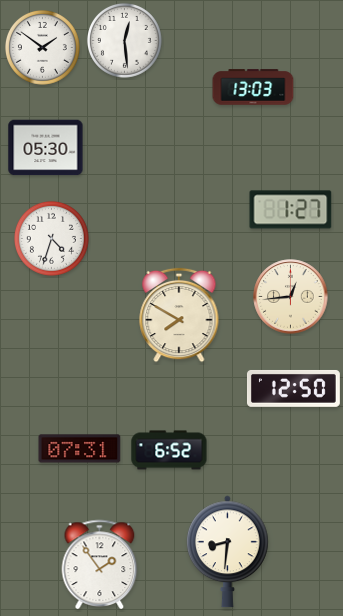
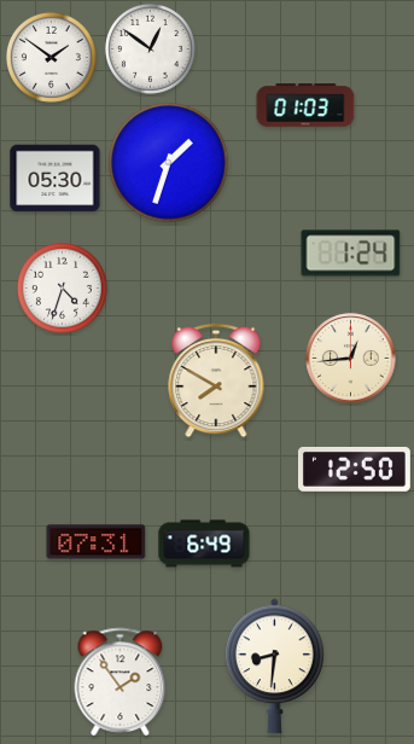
clock at (124, 40): 12:29 -> 12:51
clock at (253, 87): 13:03 -> 01:03
clock at (169, 163): none -> 1:33
clock at (291, 210): 1:27 -> 1:24
clock at (169, 450): 6:52 -> 6:49
